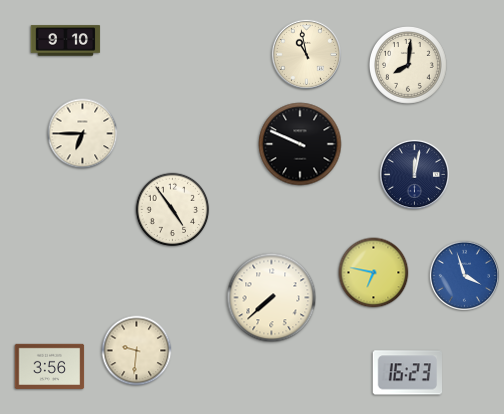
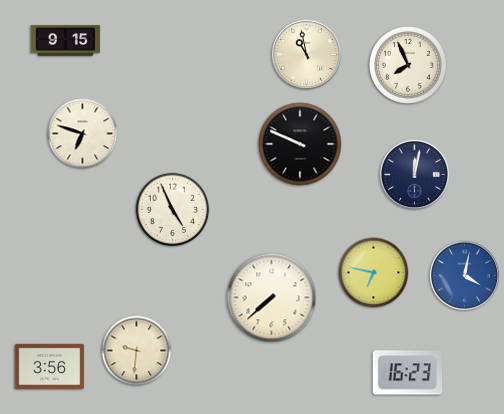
clock at (66, 41): 9:10 -> 9:15
clock at (408, 65): 8:01 -> 7:56
clock at (83, 134): 6:45 -> 6:48
clock at (173, 210): 4:54 -> 4:56
clock at (464, 275): 3:57 -> 4:02
